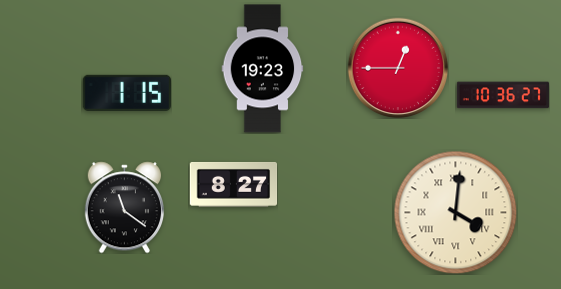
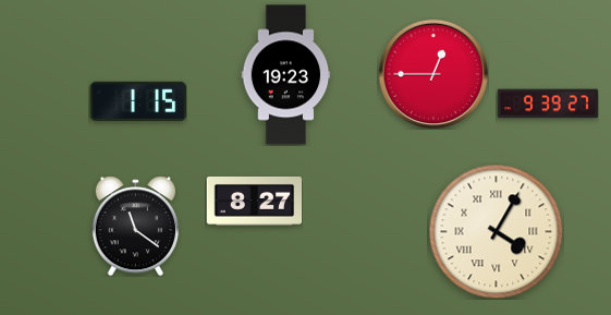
clock at (503, 95): 10:36 -> 9:39
clock at (455, 212): 4:01 -> 4:05
